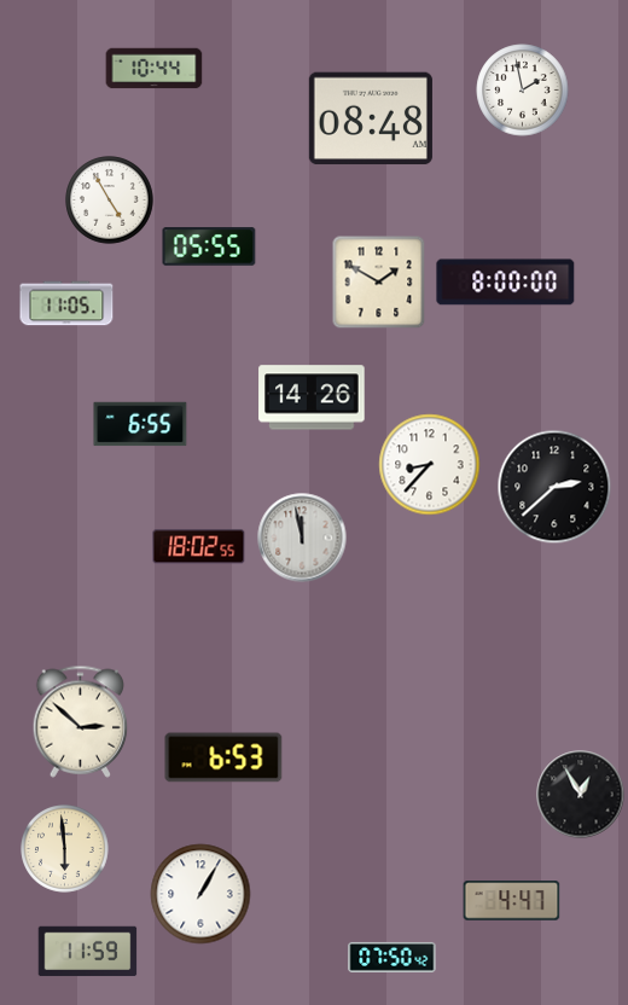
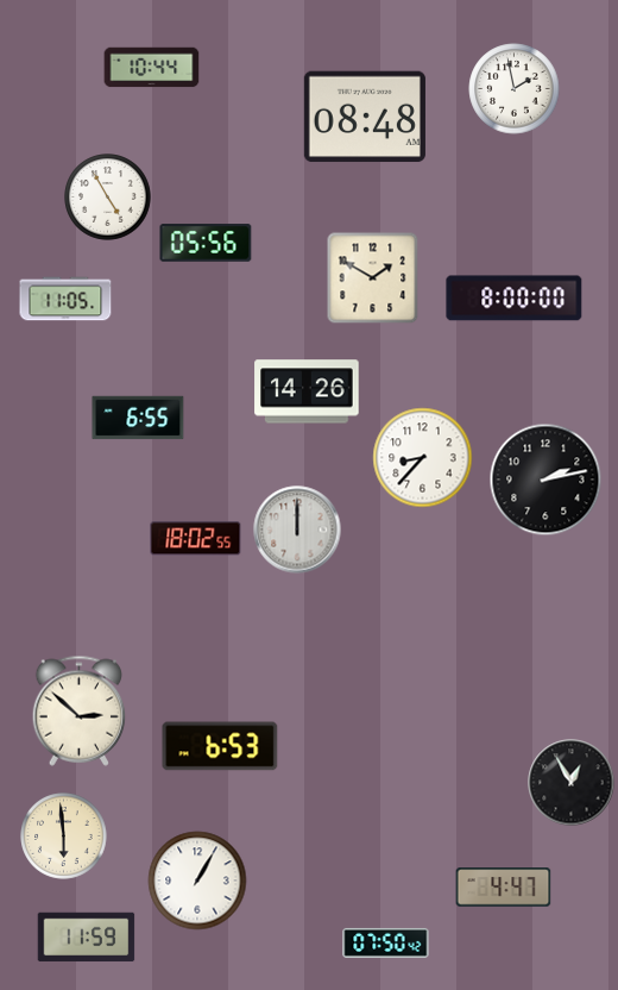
clock at (209, 246): 05:55 -> 05:56
clock at (506, 283) position: (506, 283) -> (515, 299)
clock at (554, 487): 2:38 -> 2:13
clock at (302, 538): 11:58 -> 12:00
